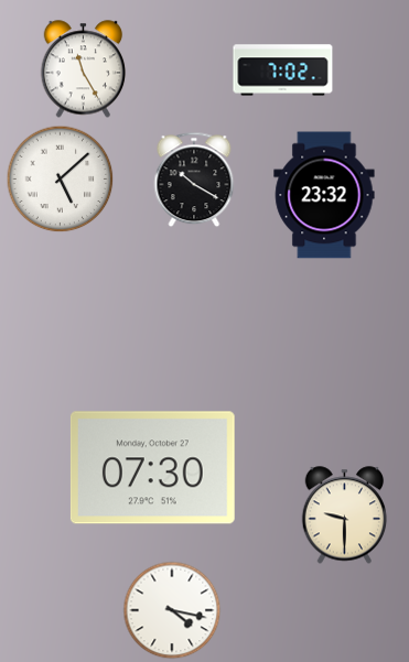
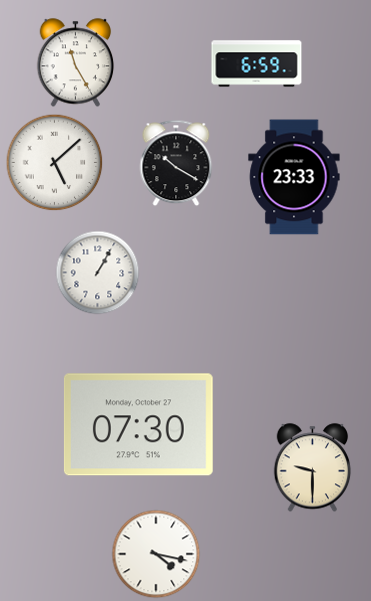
clock at (283, 70): 7:02 -> 6:59
clock at (324, 195): 23:32 -> 23:33
clock at (98, 273): none -> 1:05
